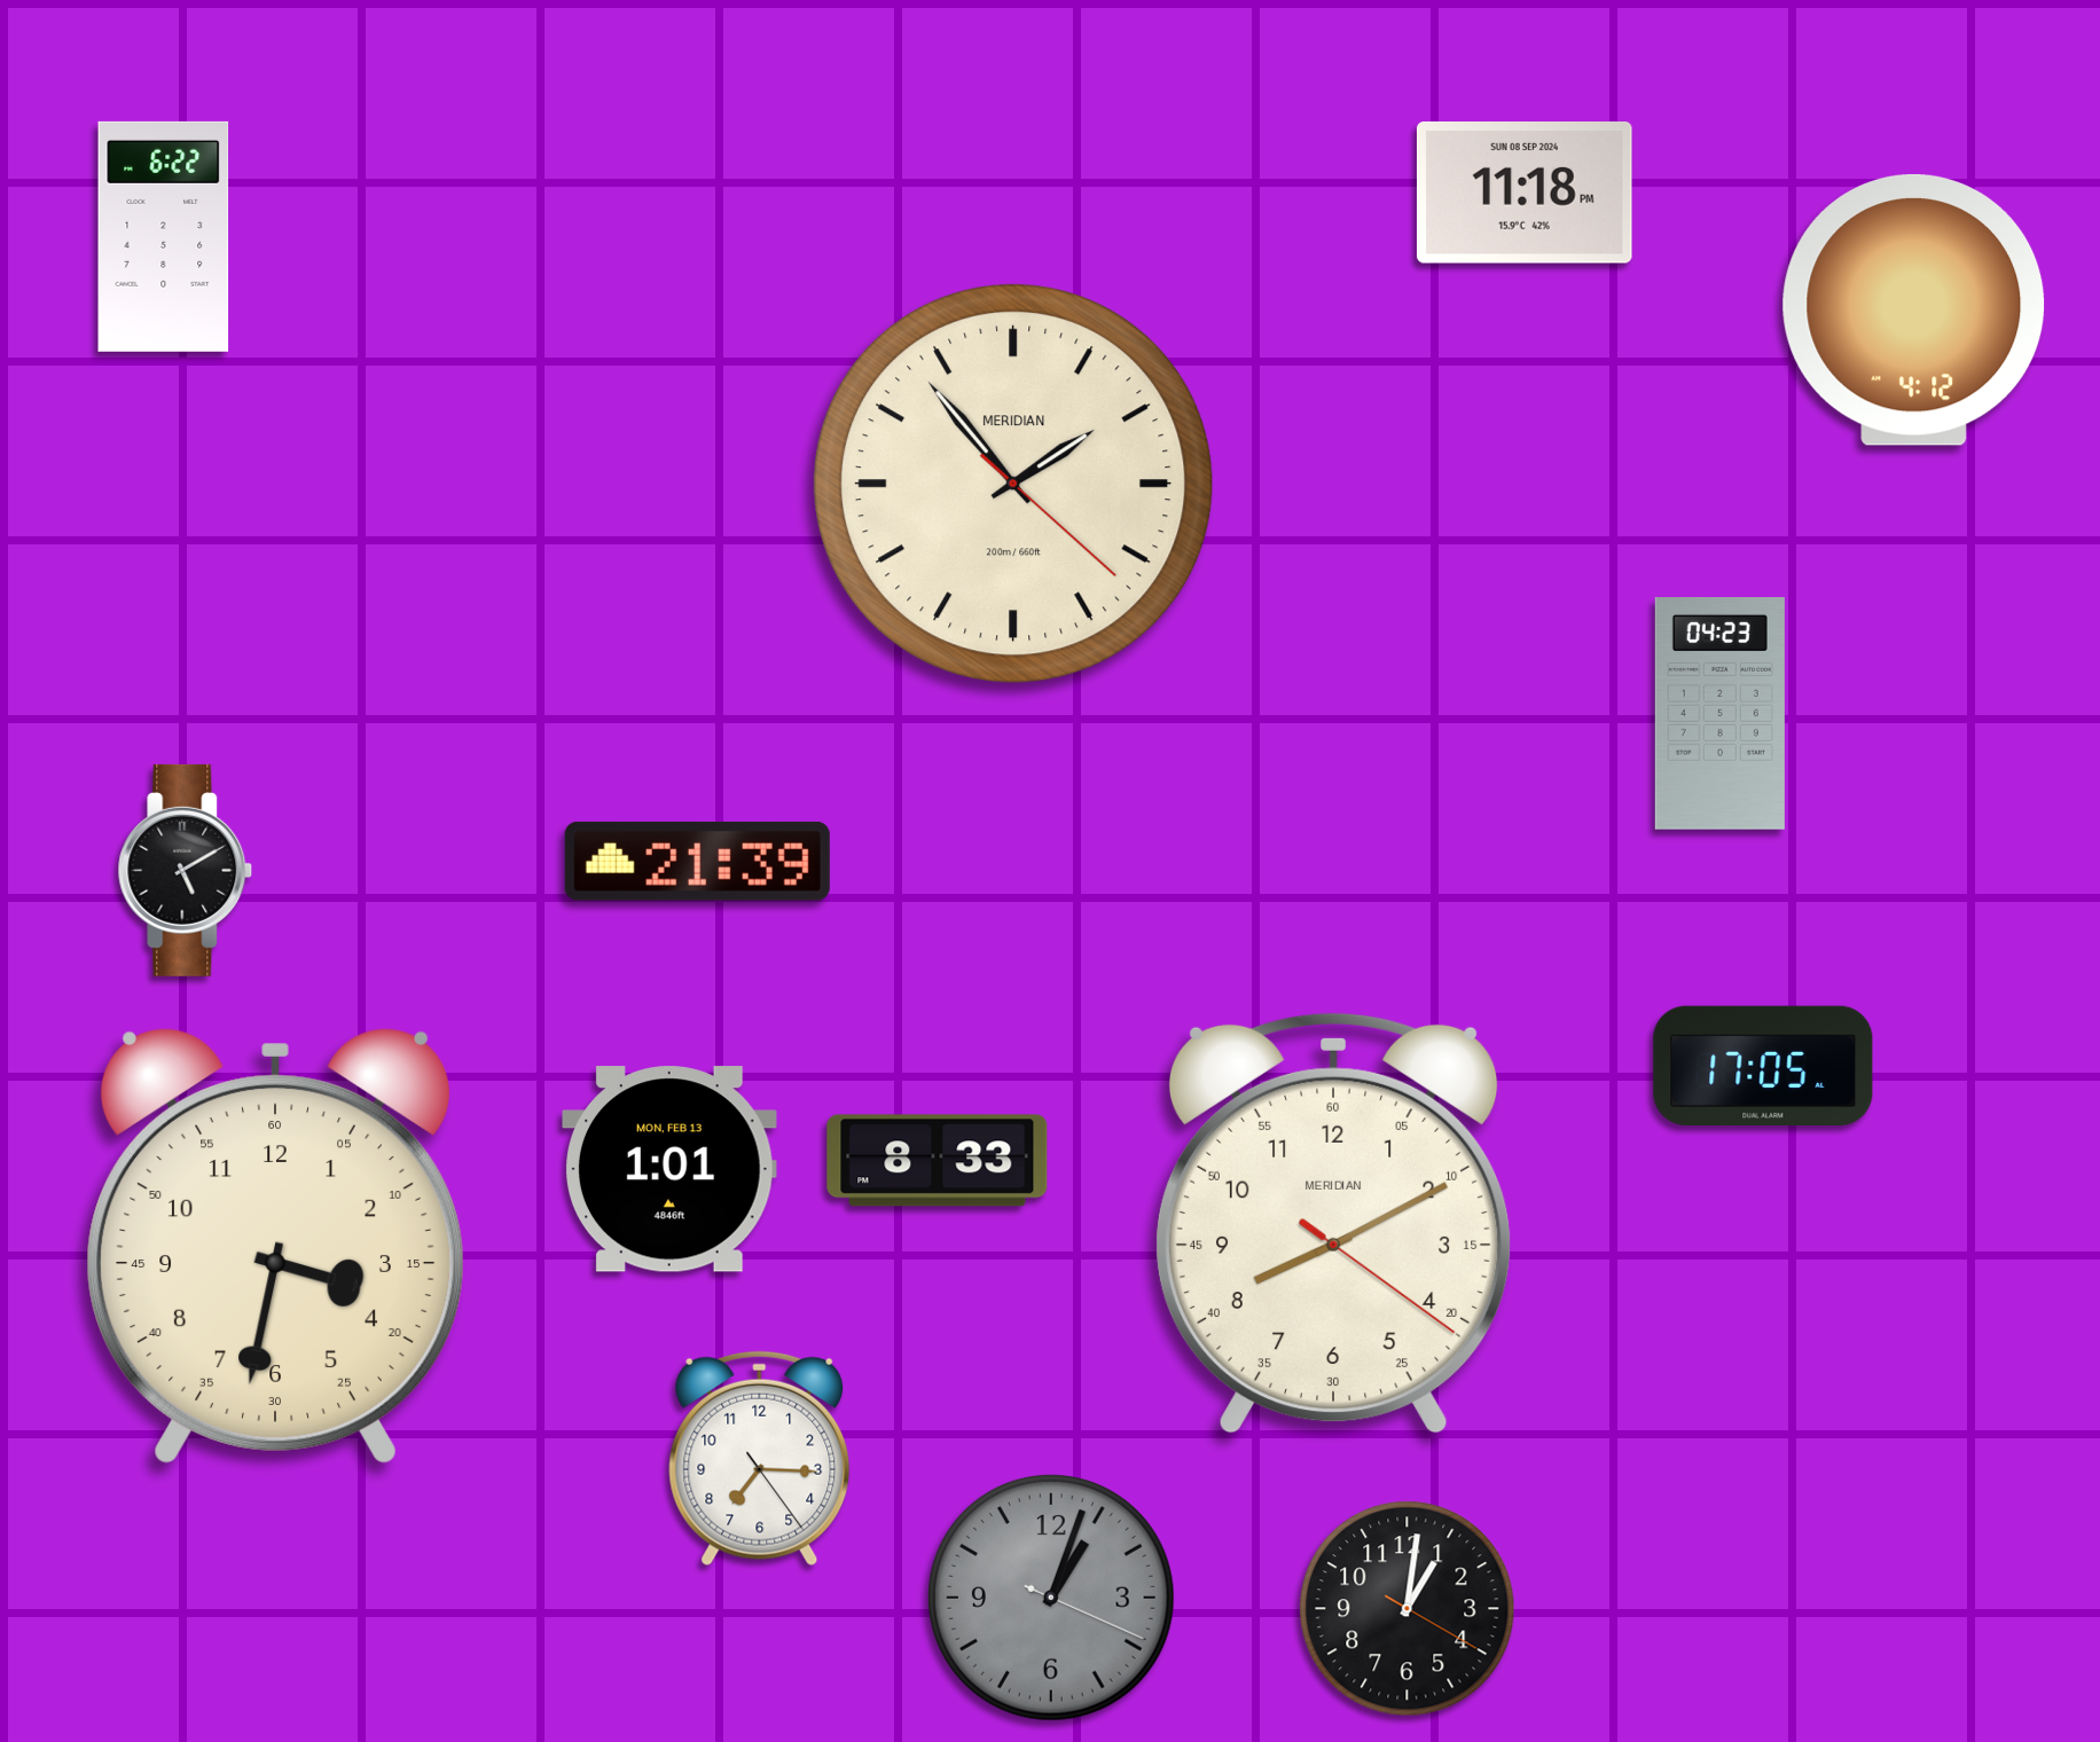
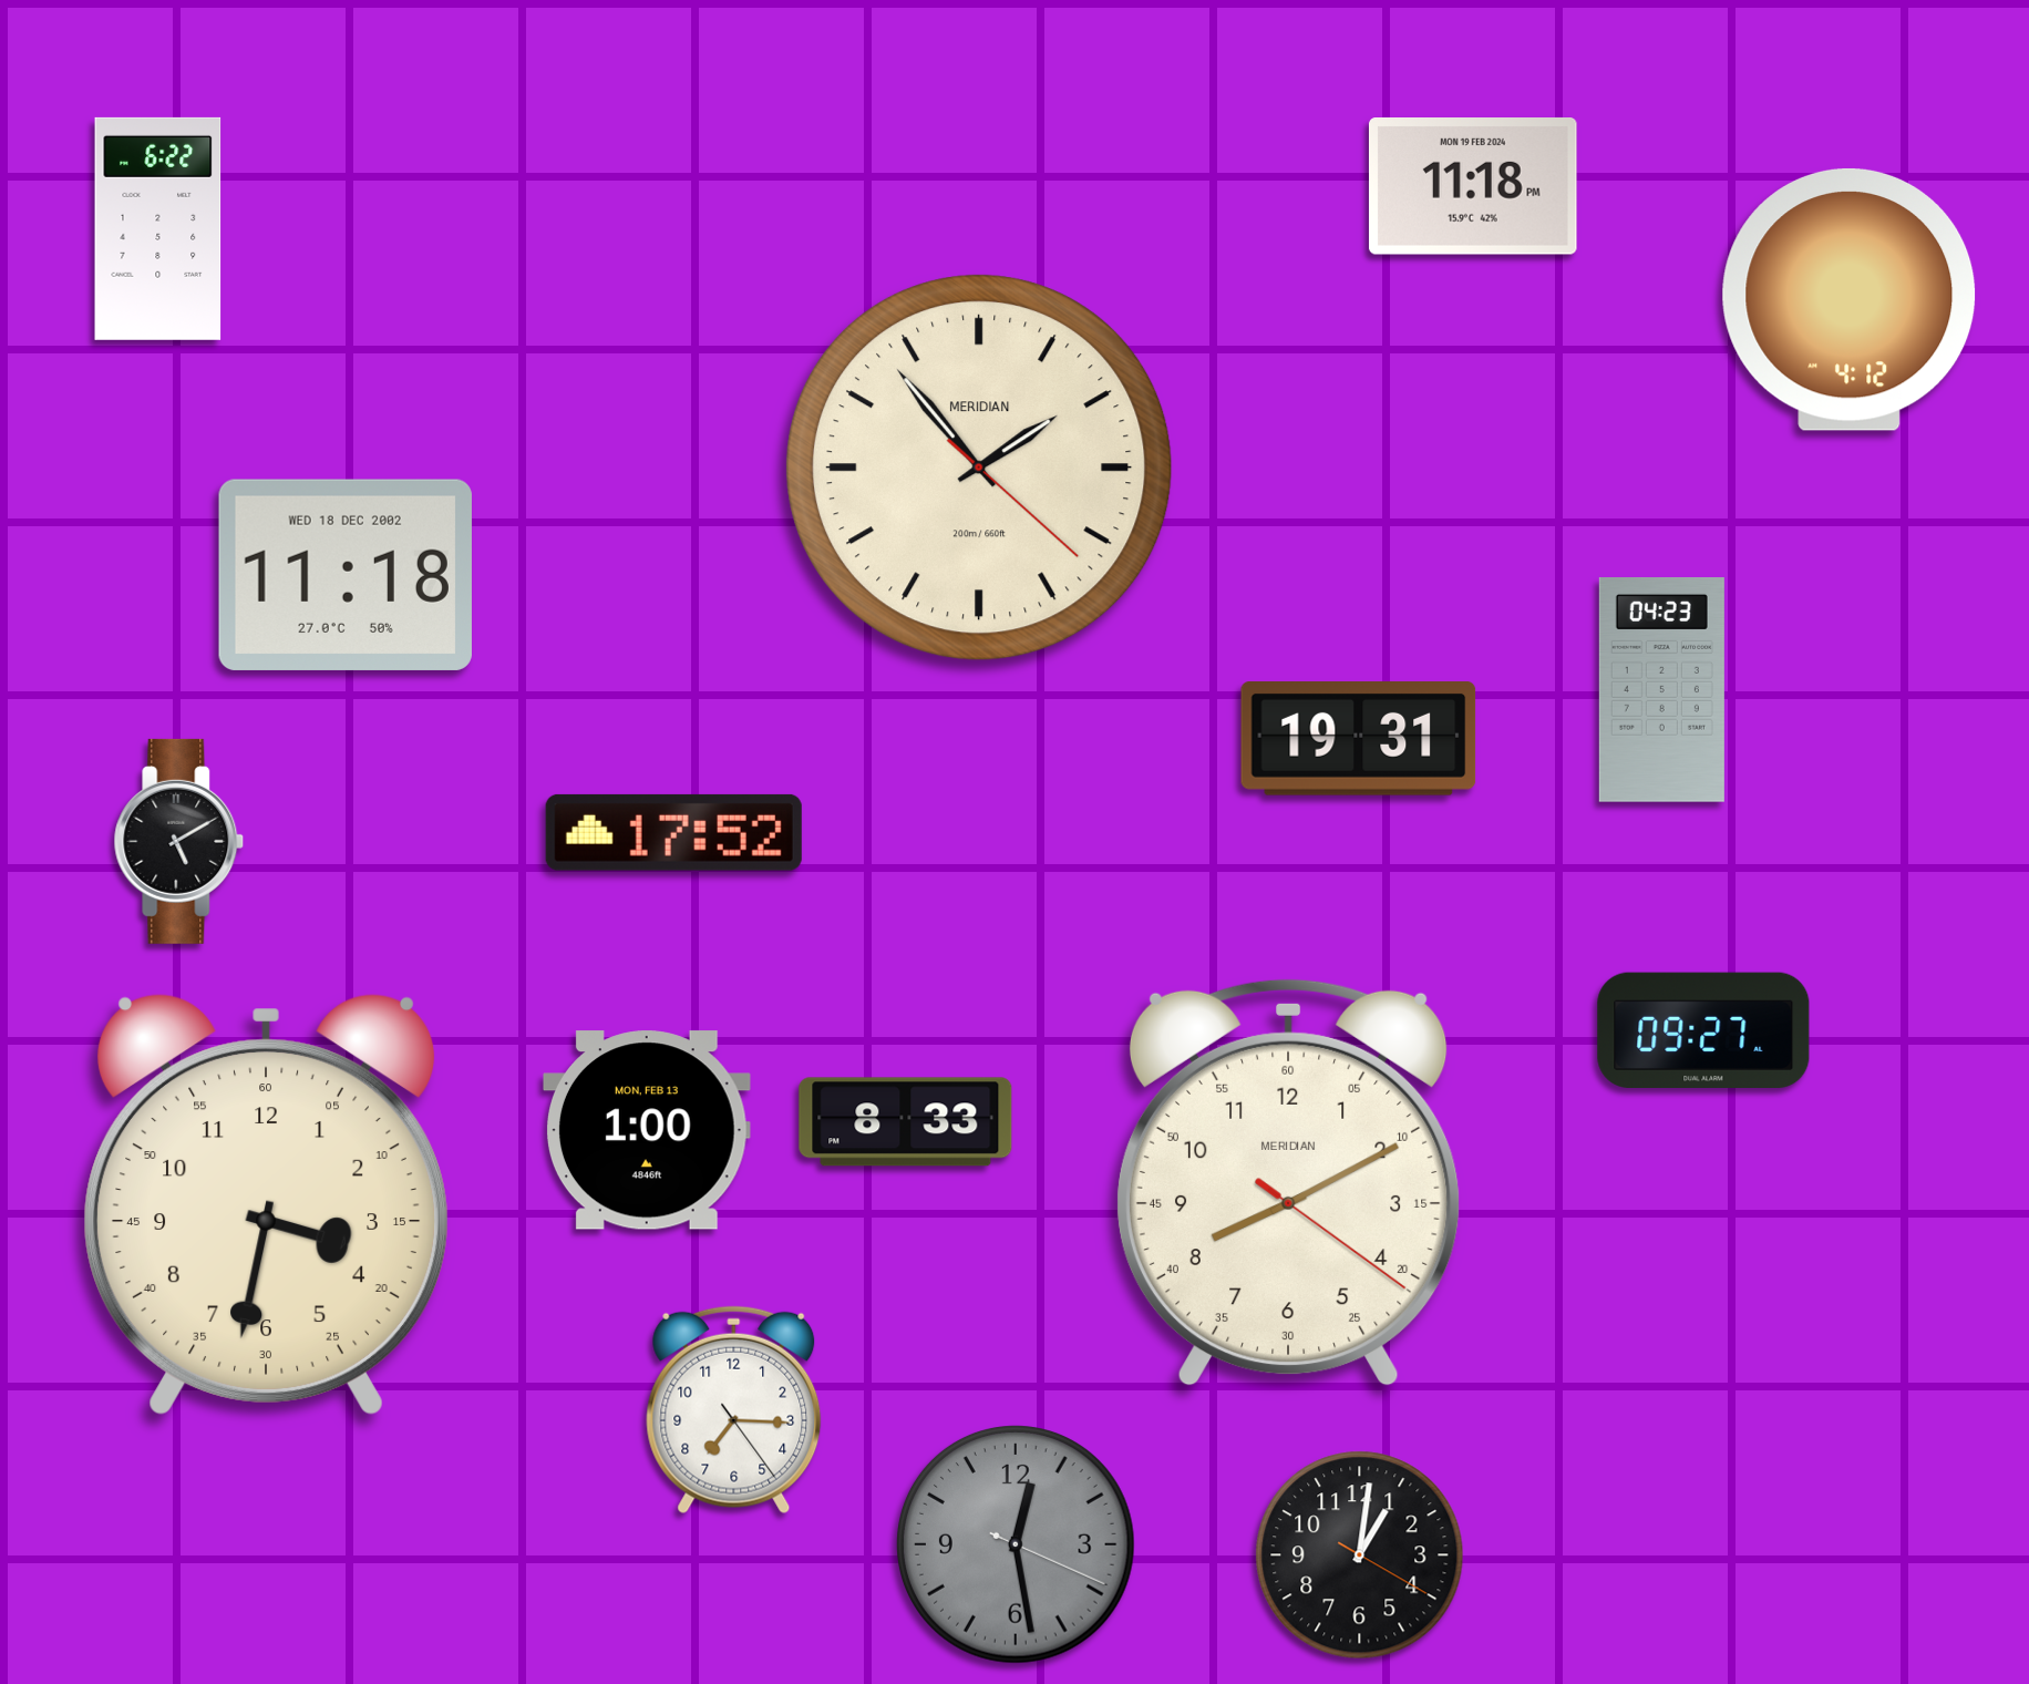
clock at (1525, 194) date: SUN 08 SEP 2024 -> MON 19 FEB 2024
clock at (346, 575): none -> 11:18
clock at (1359, 739): none -> 19:31
clock at (697, 861): 21:39 -> 17:52
clock at (1763, 1065): 17:05 -> 09:27
clock at (669, 1169): 1:01 -> 1:00
clock at (1052, 1599): 1:03 -> 12:28
